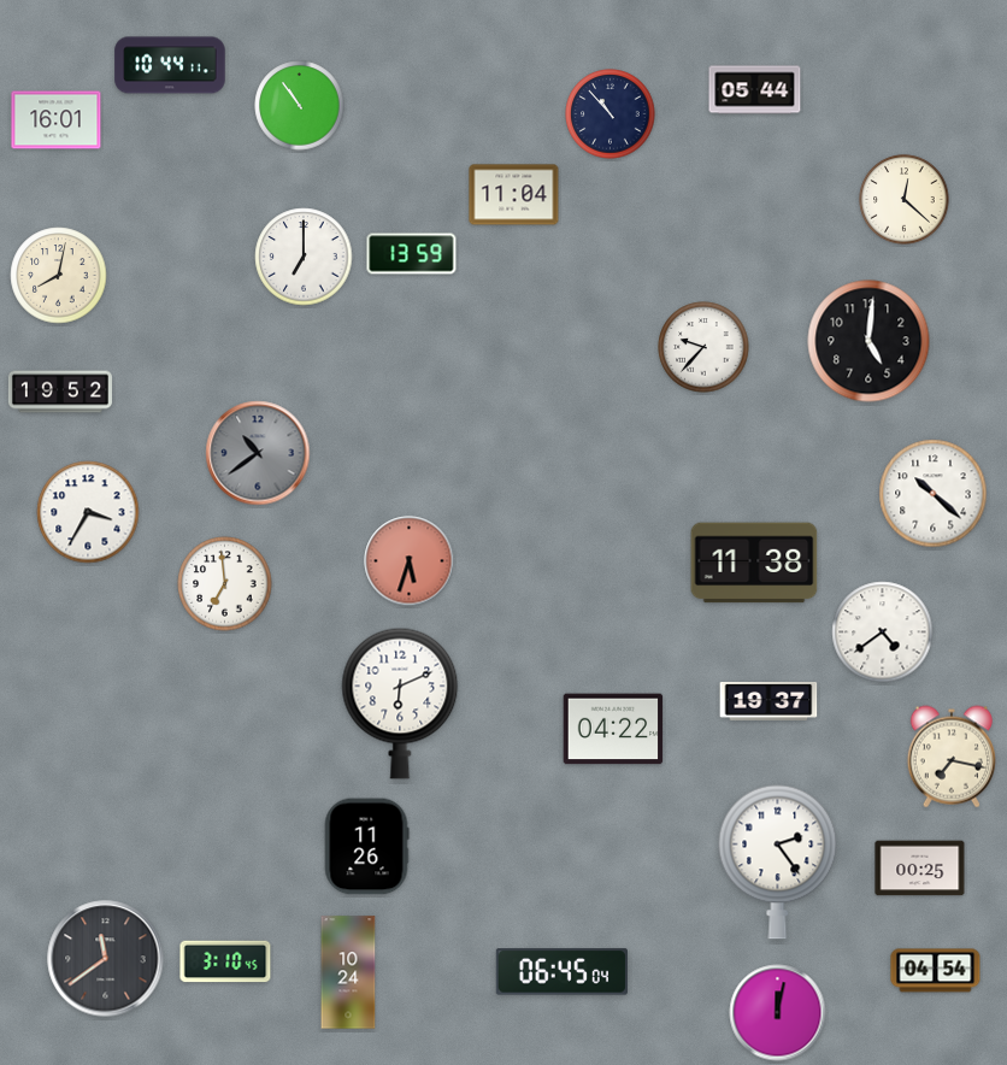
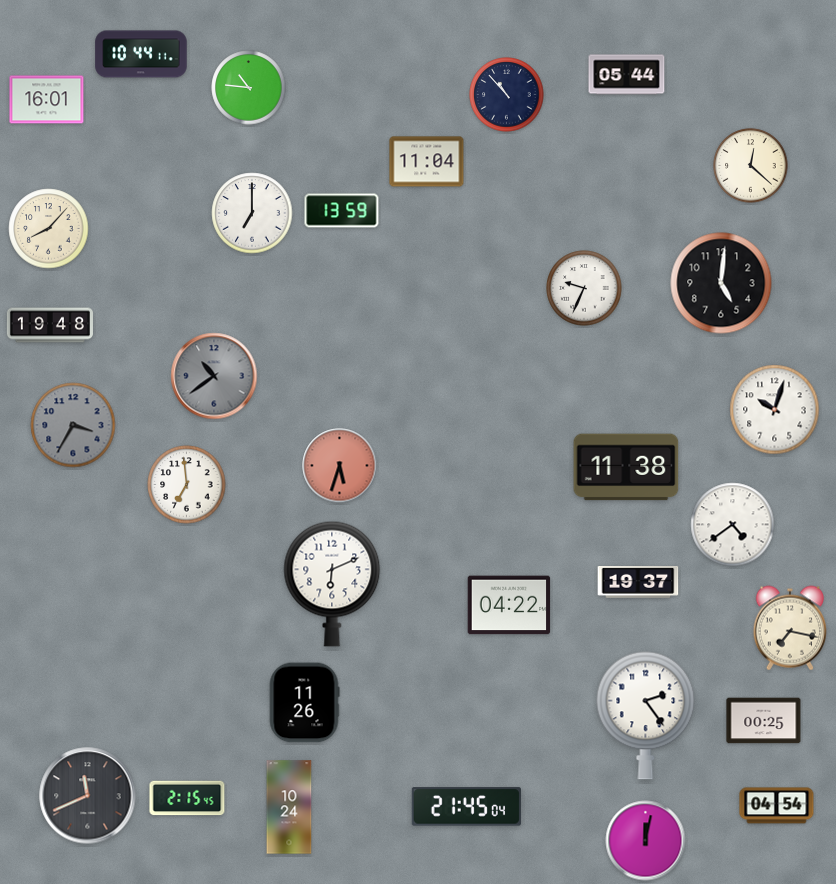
clock at (300, 106): 10:54 -> 10:46
clock at (59, 276): 8:02 -> 8:07
clock at (703, 347): 9:37 -> 9:34
clock at (60, 392): 19:52 -> 19:48
clock at (934, 494): 10:22 -> 10:03
clock at (88, 512) dial: white -> grey
clock at (106, 959): 11:39 -> 11:41
clock at (225, 961): 3:10 -> 2:15
clock at (561, 972): 06:45 -> 21:45
